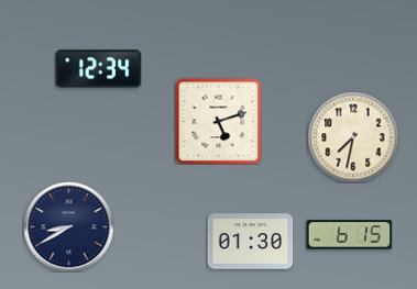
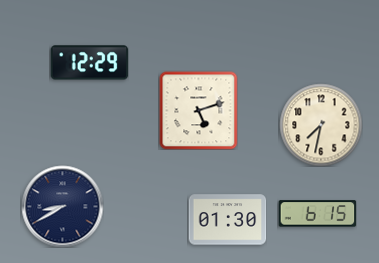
clock at (98, 69): 12:34 -> 12:29
